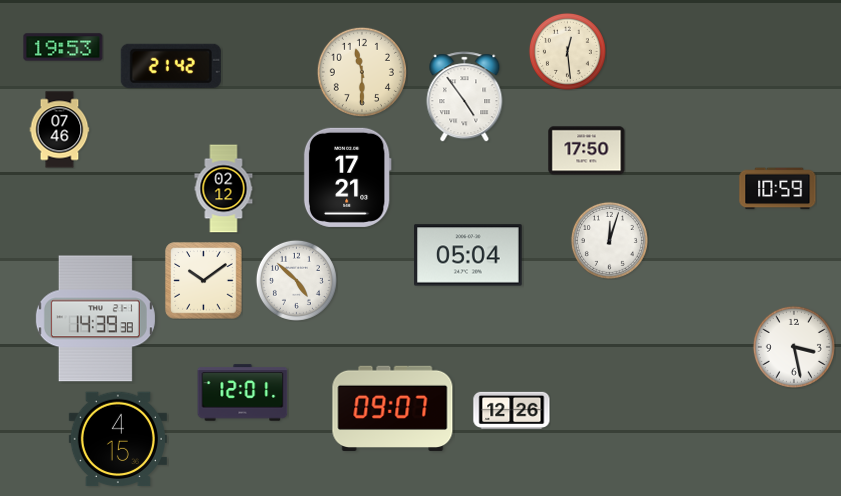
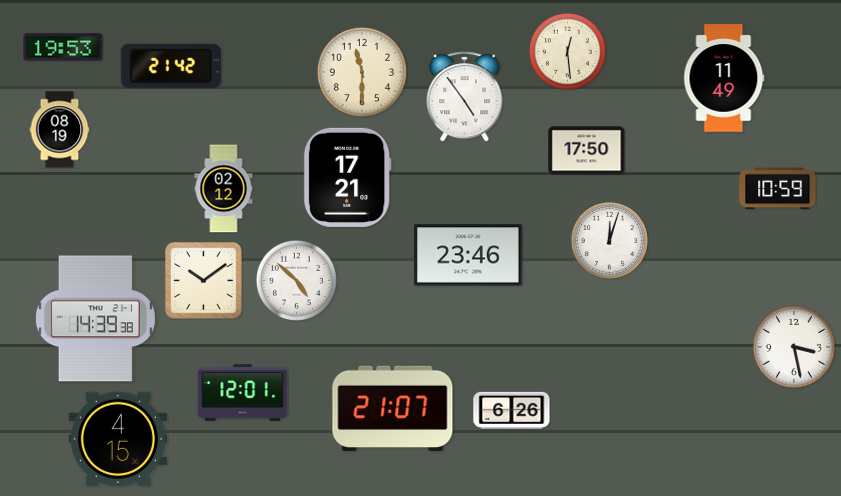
clock at (724, 78): none -> 11:49
clock at (60, 130): 07:46 -> 08:19
clock at (468, 255): 05:04 -> 23:46
clock at (393, 409): 09:07 -> 21:07
clock at (512, 410): 12:26 -> 6:26
